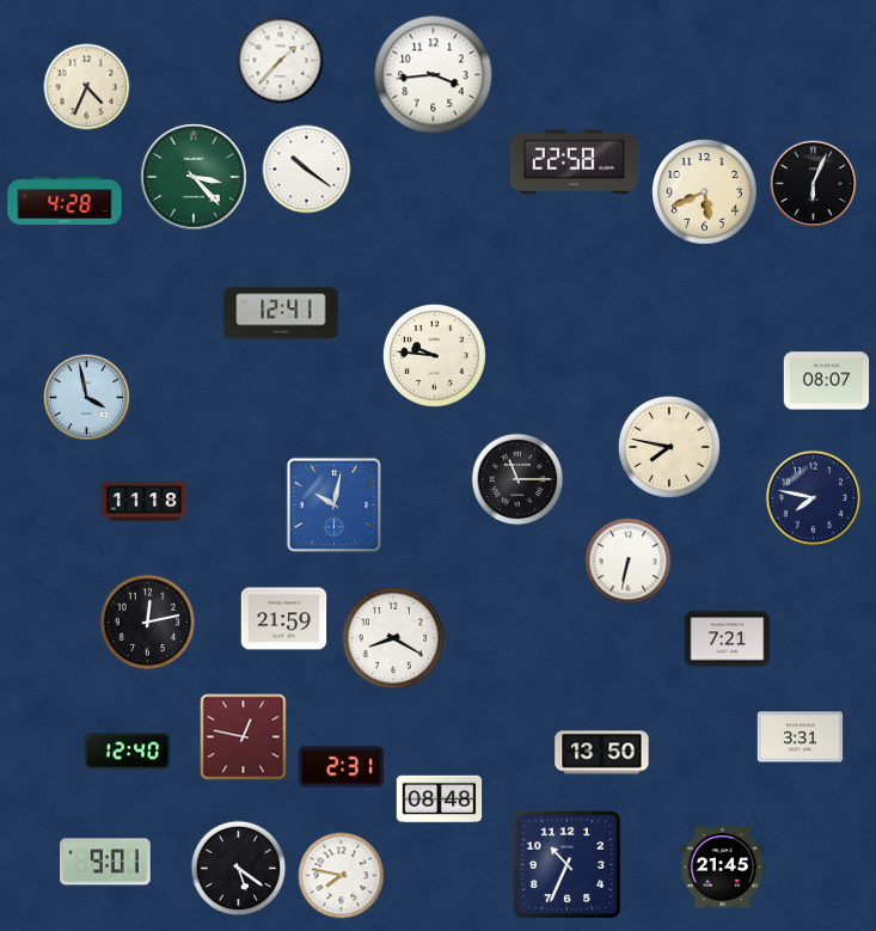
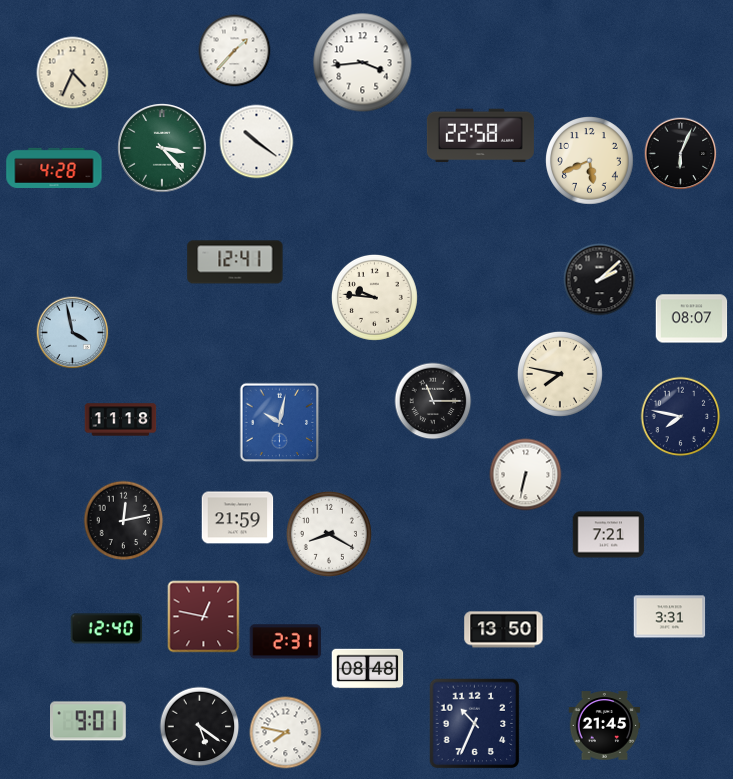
clock at (600, 280): none -> 2:08
clock at (434, 355) position: (434, 355) -> (374, 297)
clock at (629, 562) position: (629, 562) -> (526, 475)
